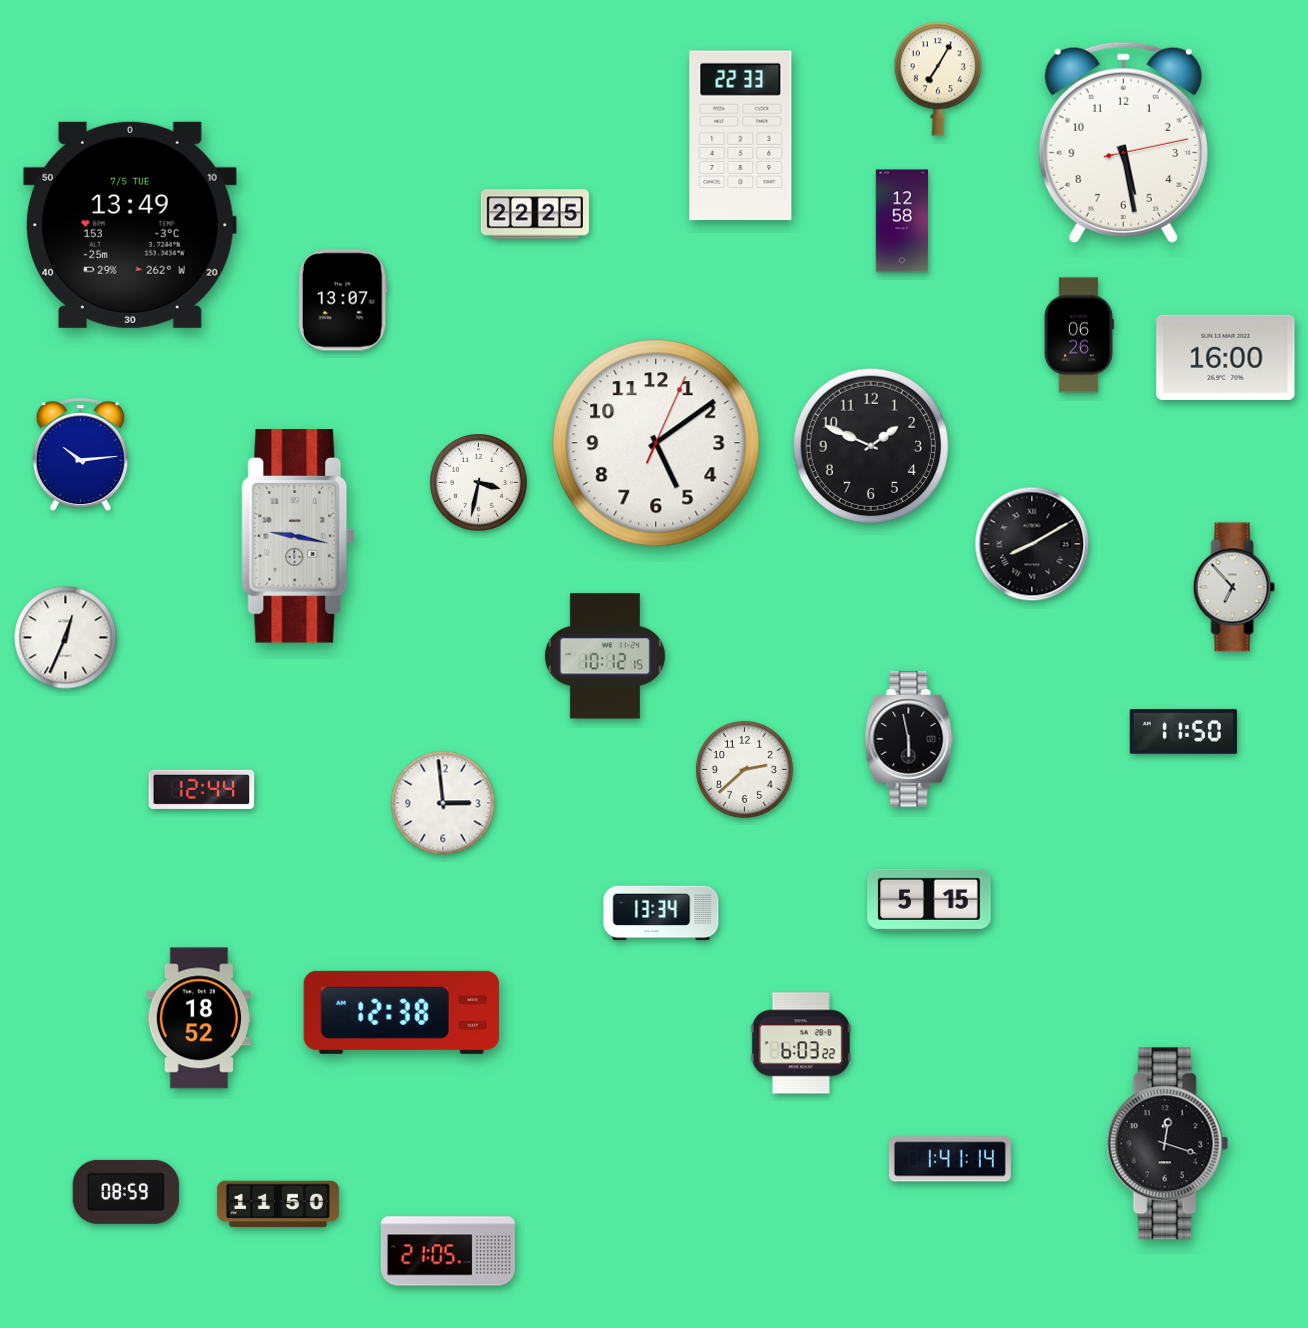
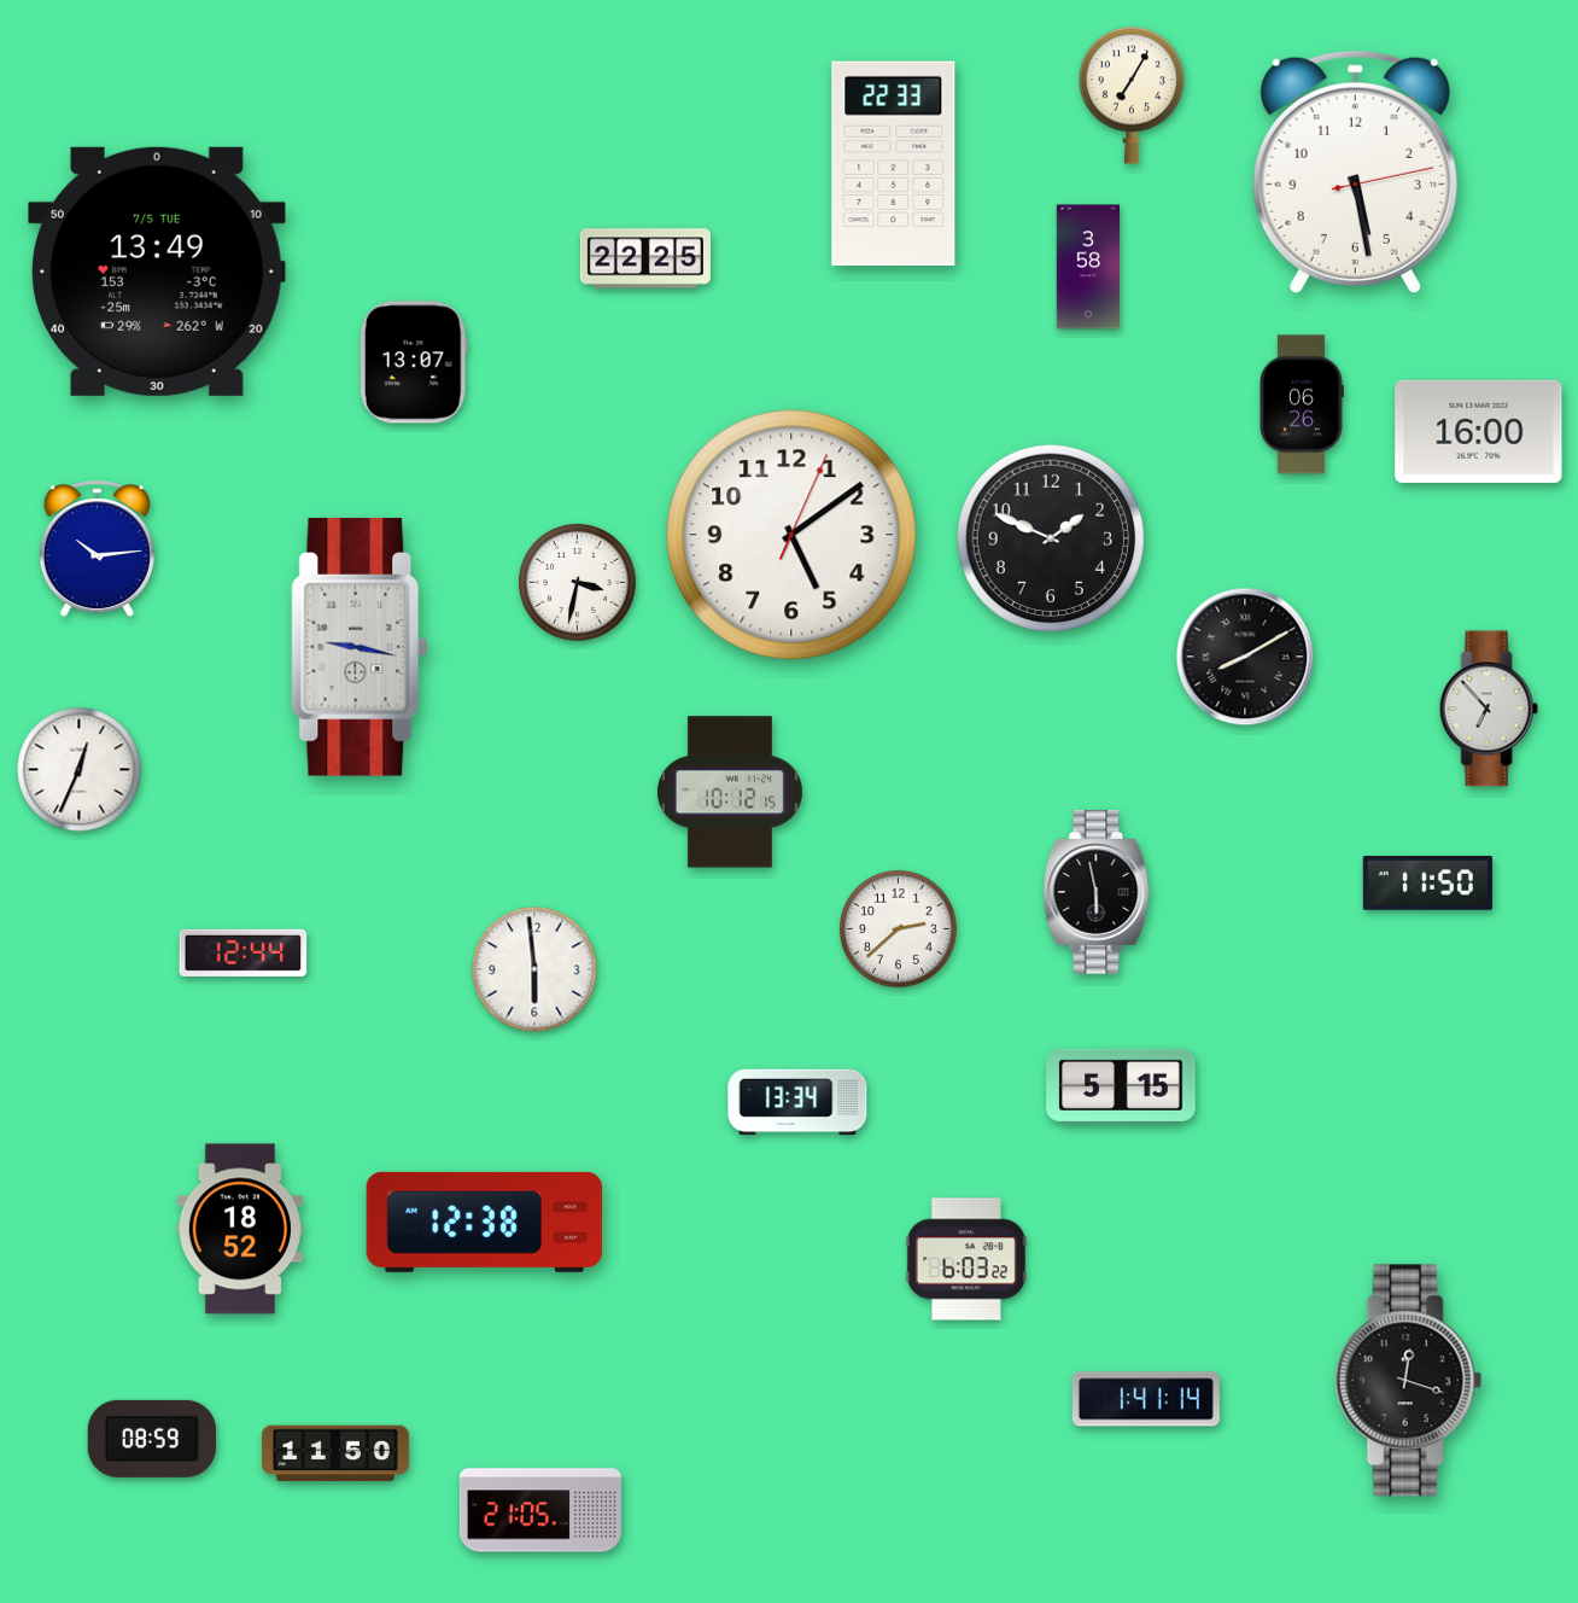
clock at (902, 221): 12:58 -> 3:58
clock at (443, 803): 2:59 -> 5:59
